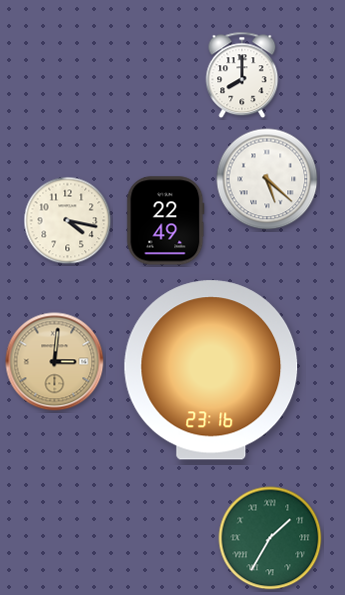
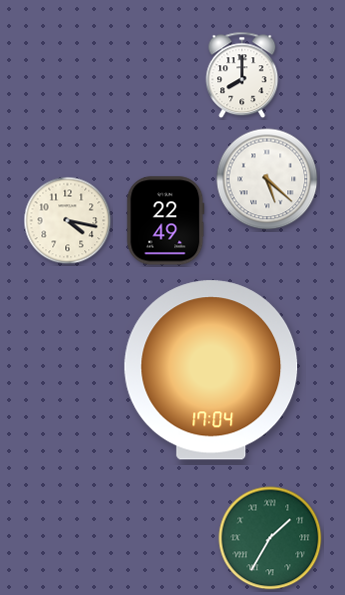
clock at (55, 362): 3:01 -> none
clock at (211, 370): 23:16 -> 17:04
